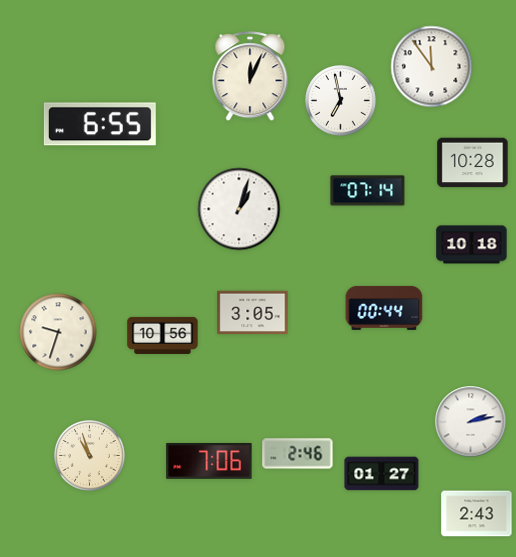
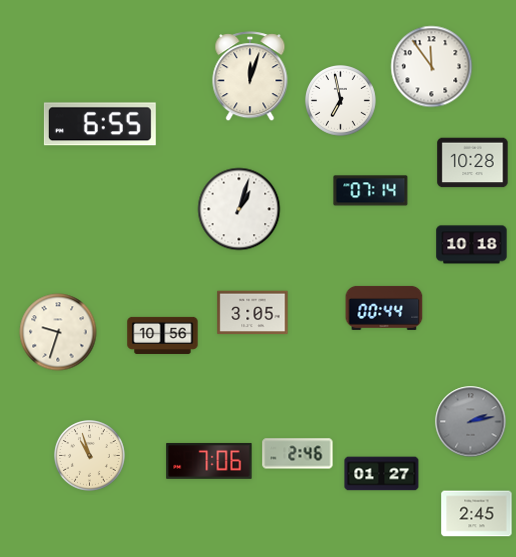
clock at (250, 77): 12:04 -> 12:03
clock at (368, 191) position: (368, 191) -> (371, 191)
clock at (471, 422) dial: white -> grey
clock at (477, 514): 2:43 -> 2:45
